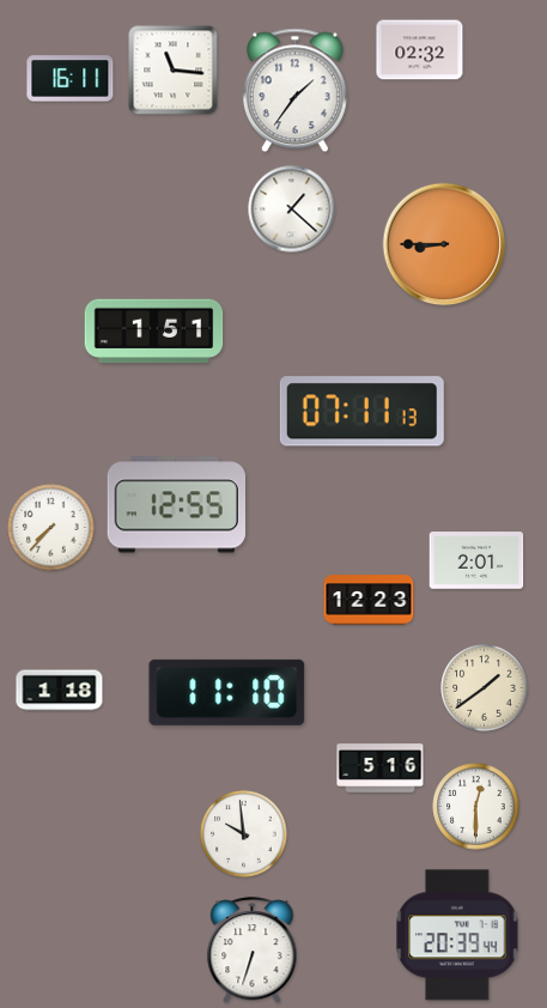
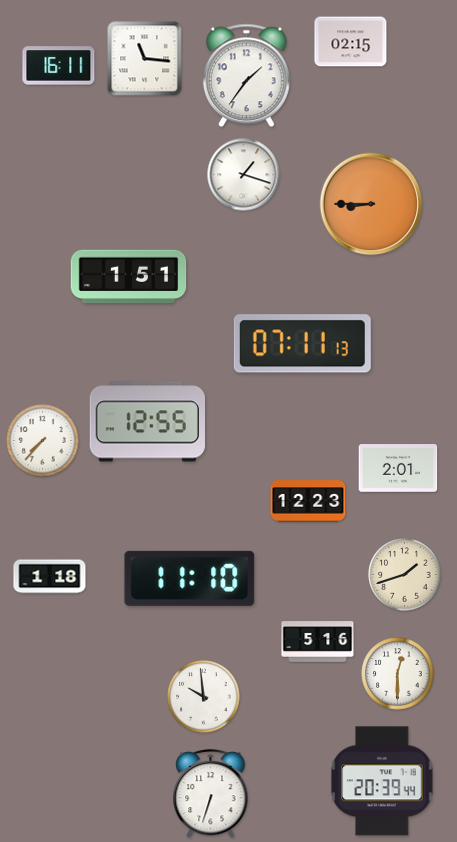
clock at (420, 50): 02:32 -> 02:15
clock at (292, 210): 1:22 -> 1:18
clock at (485, 688): 1:39 -> 1:42
